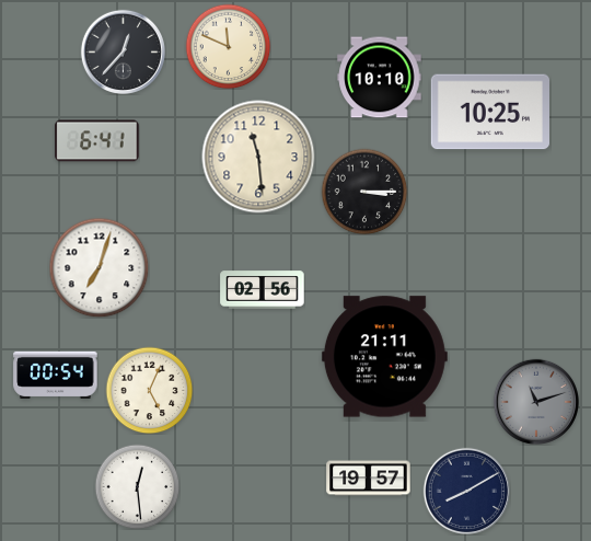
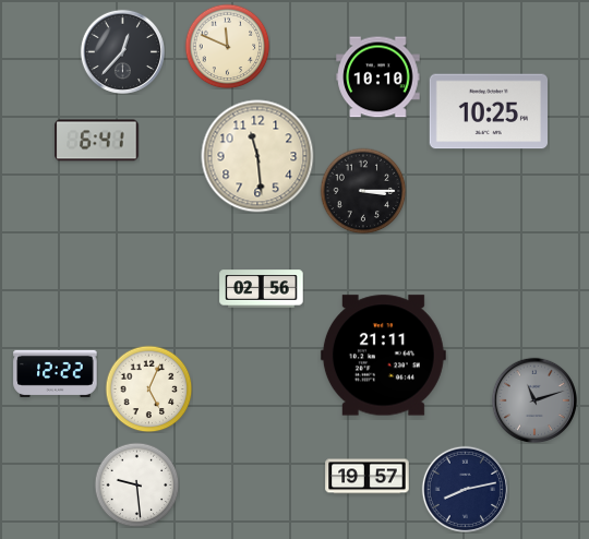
clock at (99, 267): 7:03 -> none
clock at (56, 375): 00:54 -> 12:22
clock at (137, 486): 12:29 -> 9:29
clock at (466, 491): 8:10 -> 8:13
